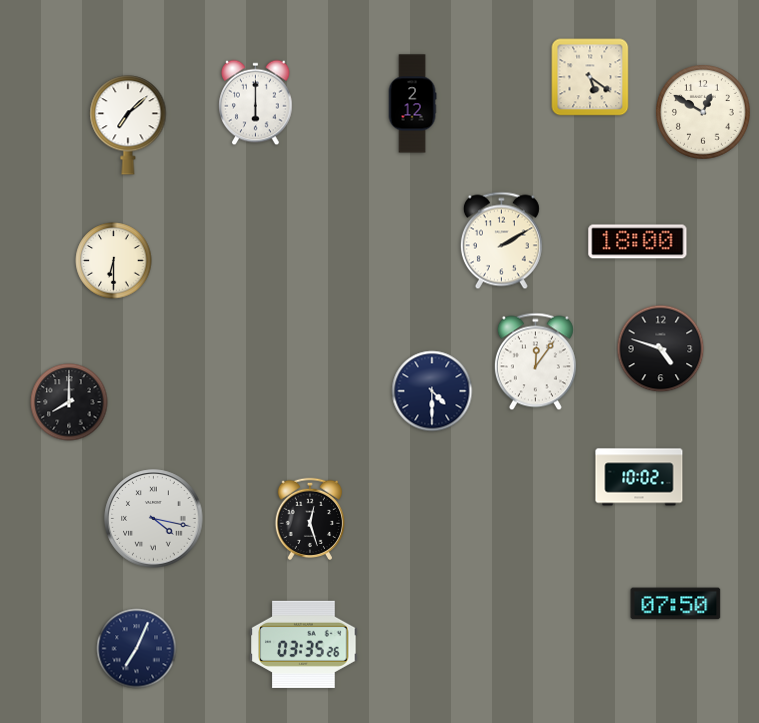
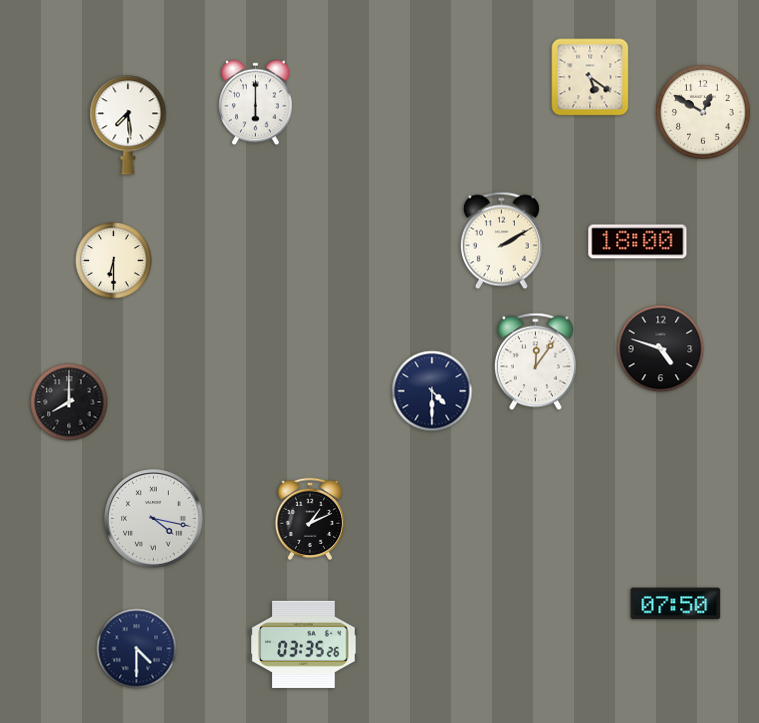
clock at (412, 104): 2:12 -> none
clock at (128, 125): 7:08 -> 7:29
clock at (639, 477): 10:02 -> none
clock at (309, 519): 12:27 -> 1:11
clock at (137, 649): 7:04 -> 4:30
